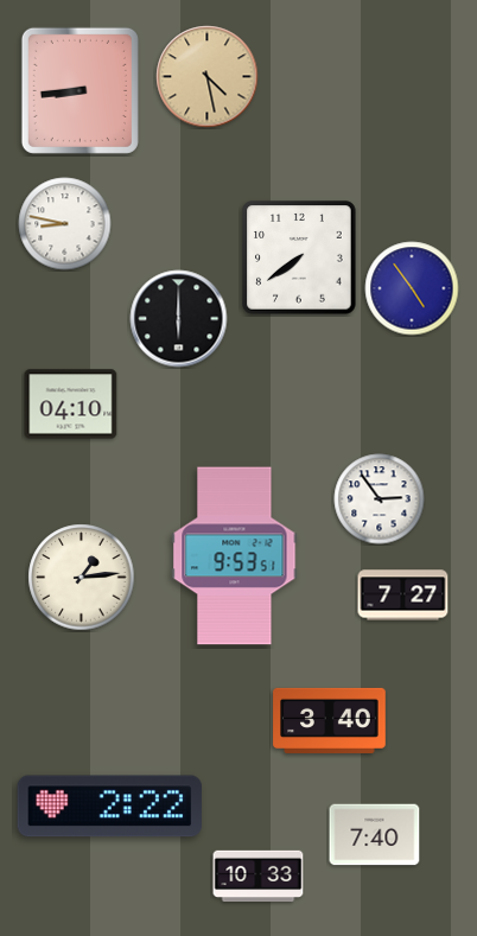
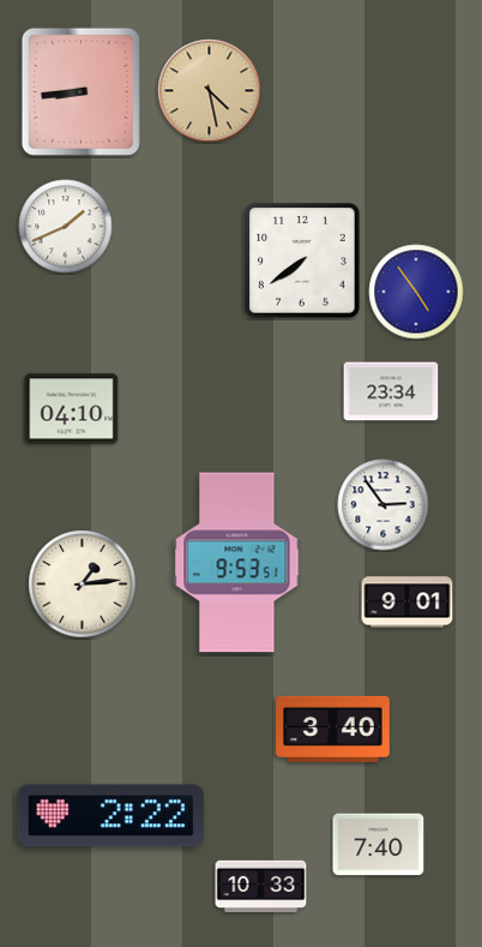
clock at (208, 77) position: (208, 77) -> (210, 91)
clock at (65, 224): 8:47 -> 1:41
clock at (179, 319): 6:00 -> none
clock at (391, 391): none -> 23:34
clock at (403, 596): 7:27 -> 9:01
